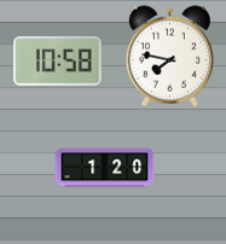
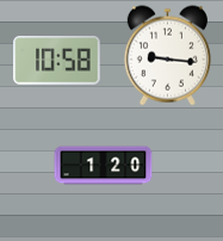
clock at (169, 57): 7:47 -> 9:16
